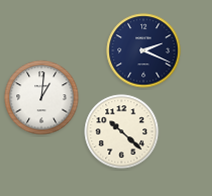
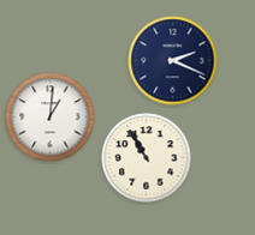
clock at (122, 132): 10:22 -> 10:55
